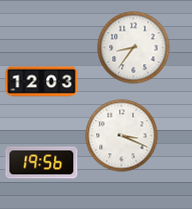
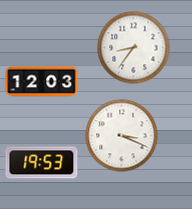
clock at (42, 163): 19:56 -> 19:53
